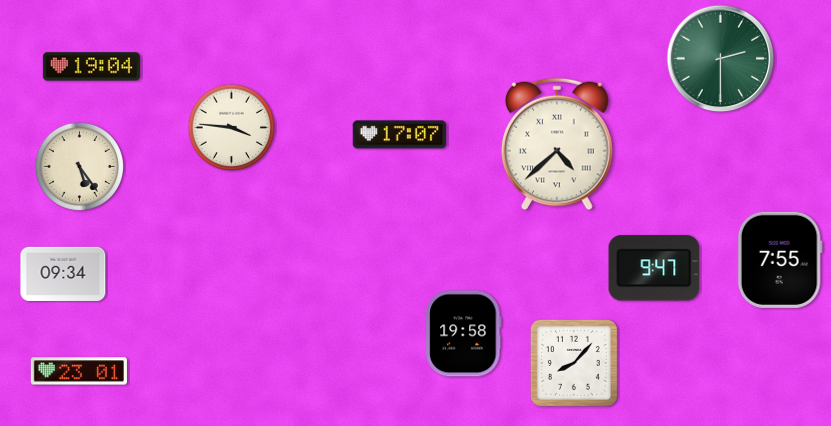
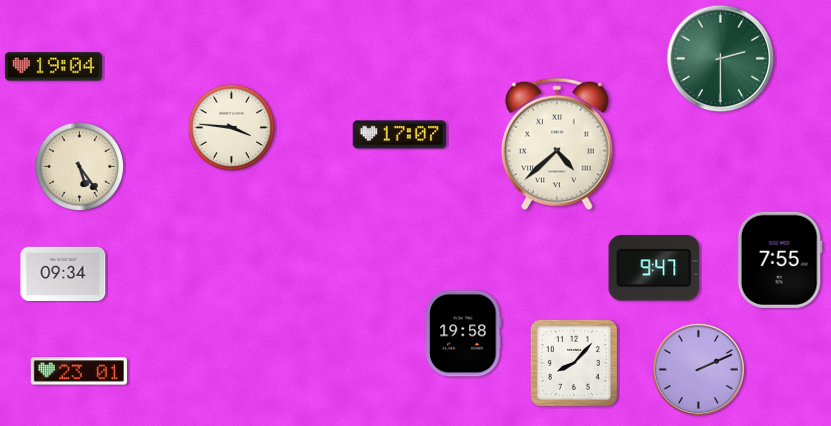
clock at (91, 67) position: (91, 67) -> (53, 67)
clock at (698, 369): none -> 2:11
